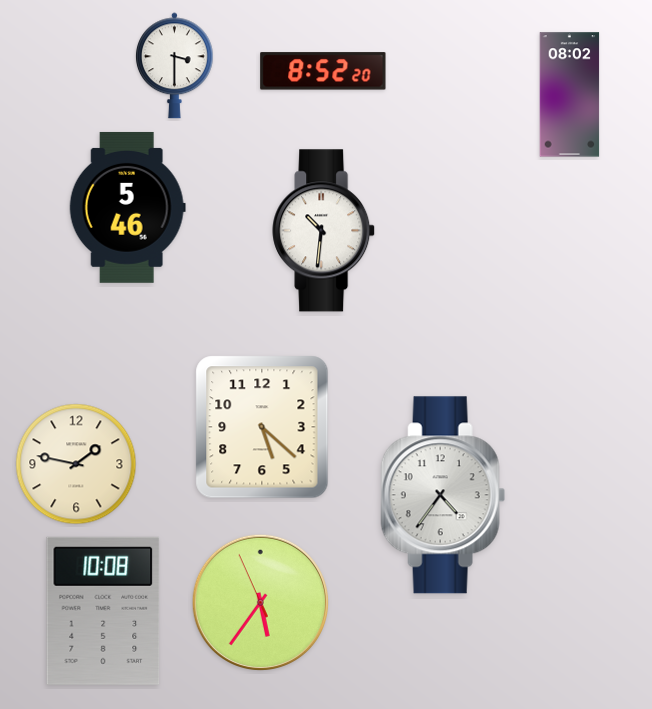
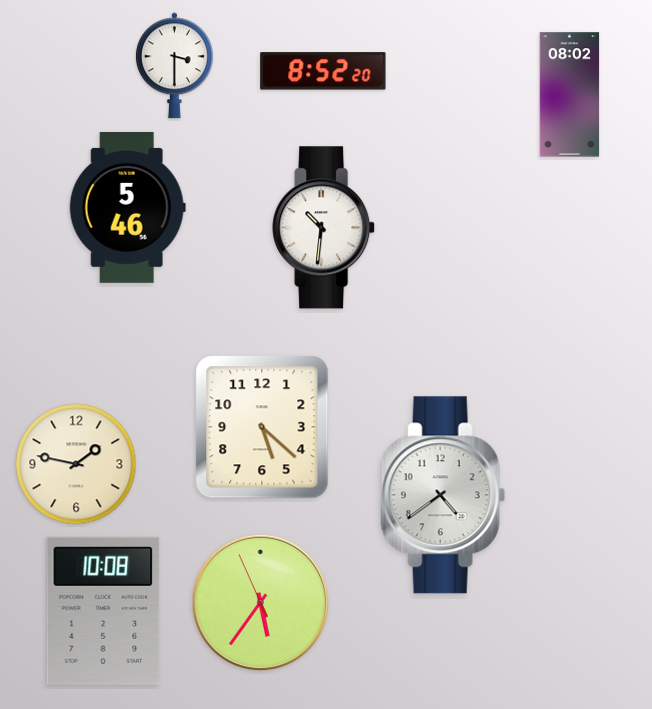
clock at (324, 231) position: (324, 231) -> (324, 228)
clock at (443, 495): 4:36 -> 4:39
